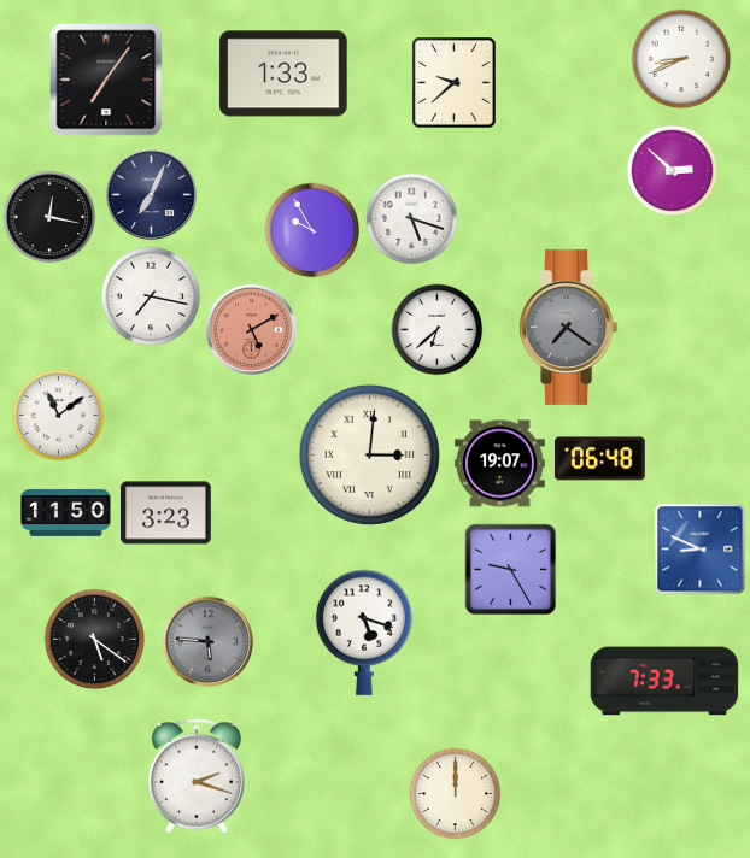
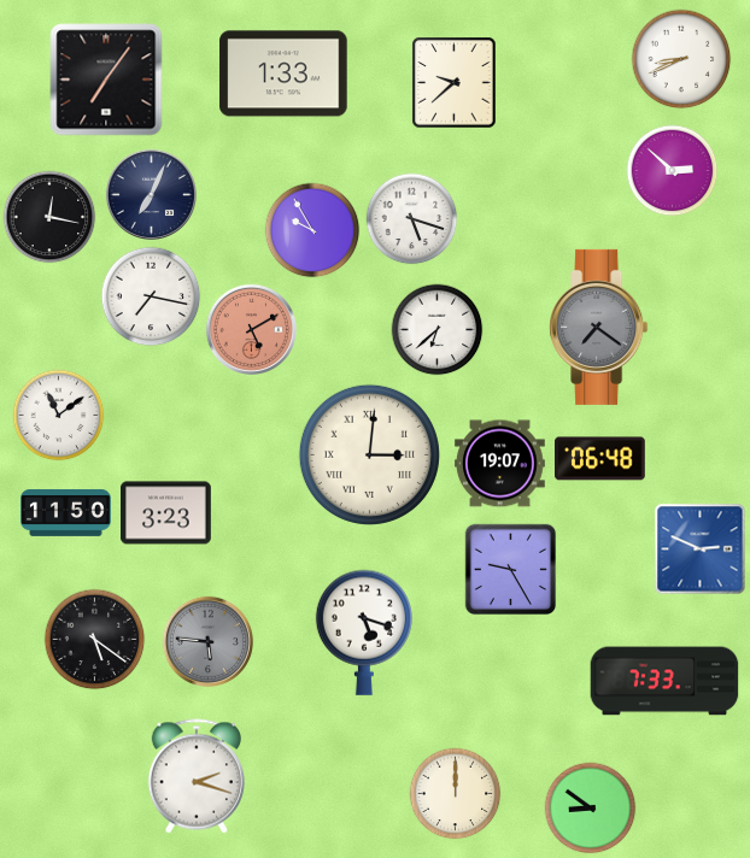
clock at (569, 327) position: (569, 327) -> (599, 327)
clock at (701, 550): 8:49 -> 2:49
clock at (591, 809): none -> 8:51
